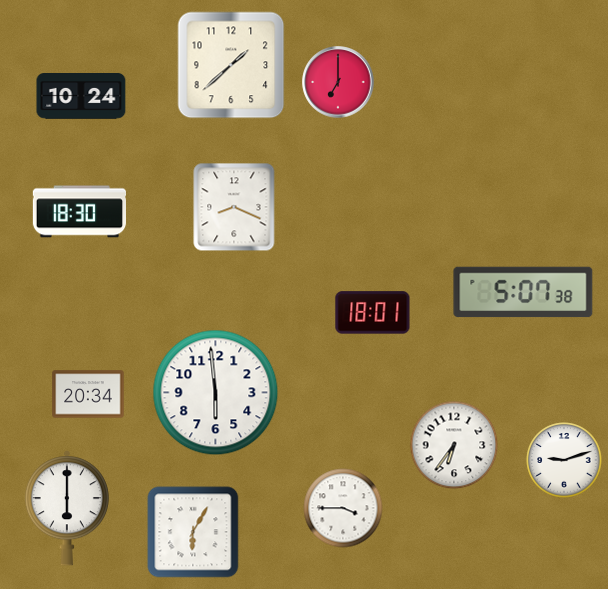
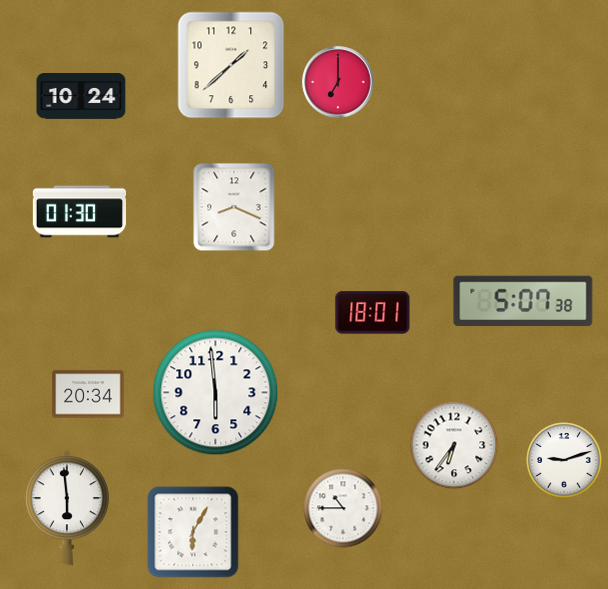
clock at (79, 212): 18:30 -> 01:30
clock at (523, 292) position: (523, 292) -> (523, 301)
clock at (67, 508): 6:00 -> 5:59
clock at (343, 508): 3:45 -> 10:45
